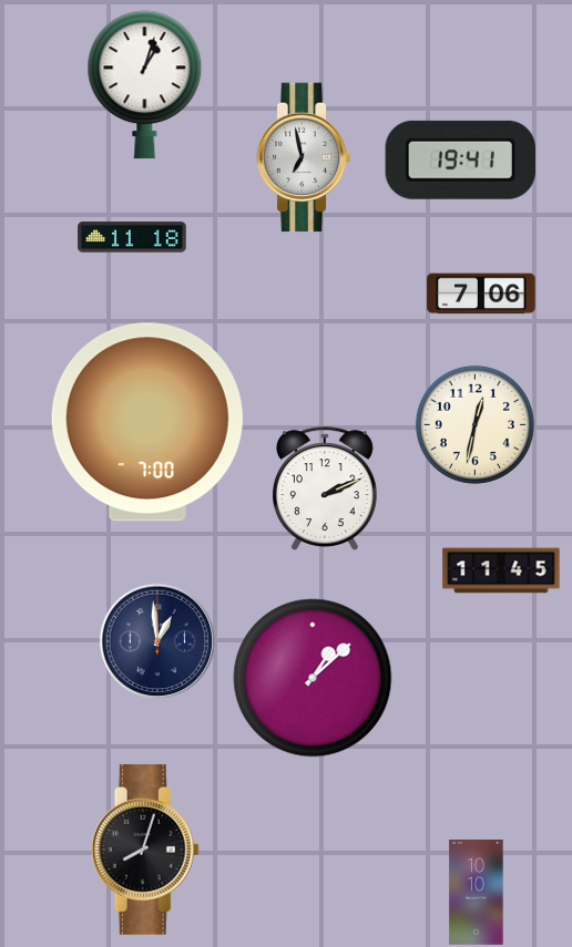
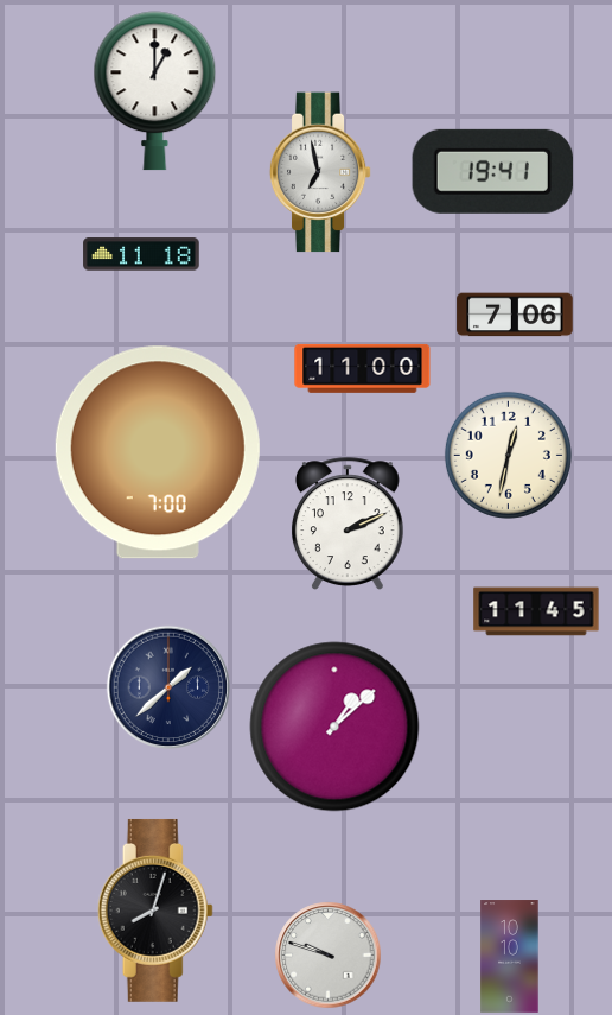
clock at (145, 85): 1:03 -> 1:00
clock at (304, 157) position: (304, 157) -> (320, 172)
clock at (363, 368): none -> 11:00
clock at (156, 640): 12:59 -> 1:38
clock at (327, 954): none -> 9:48
